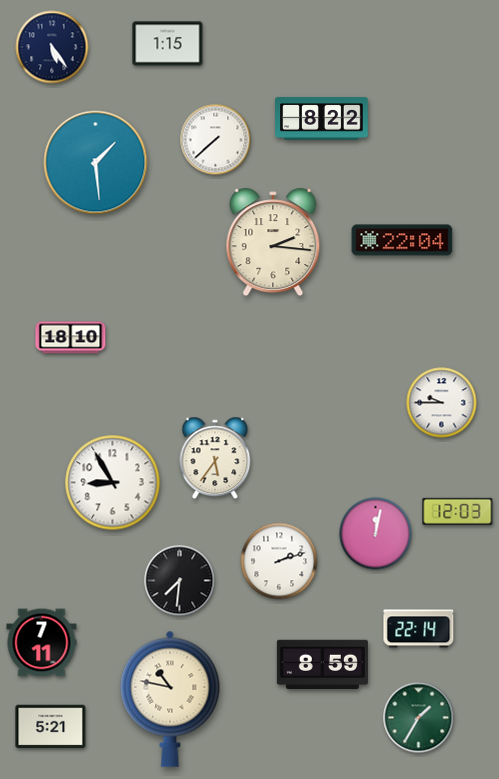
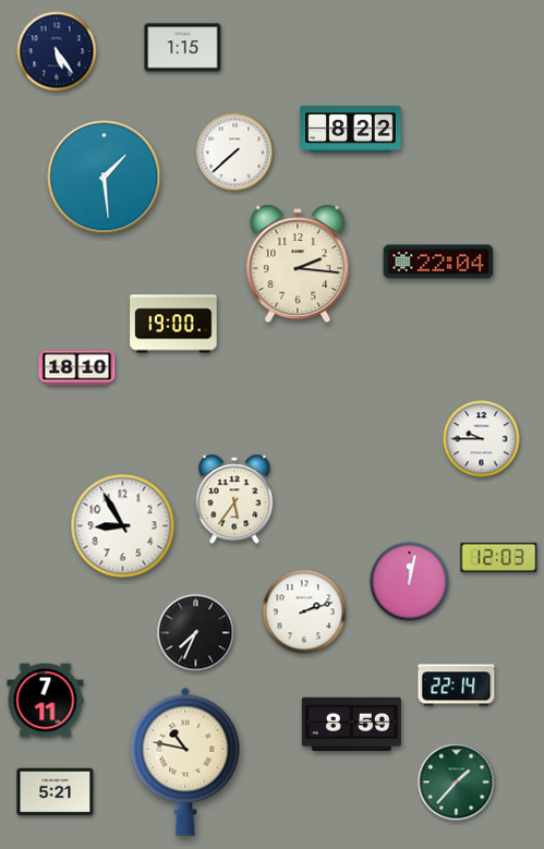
clock at (173, 324): none -> 19:00
clock at (180, 581): 7:31 -> 7:34
clock at (419, 718): 1:35 -> 1:37
